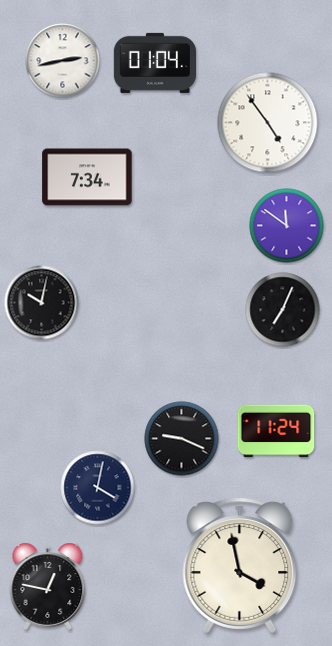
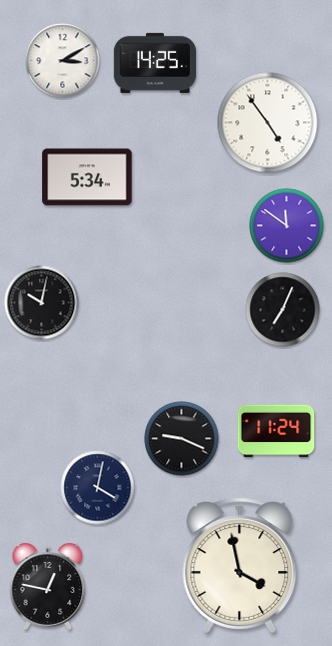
clock at (63, 61): 2:43 -> 3:10
clock at (154, 63): 01:04 -> 14:25
clock at (87, 177): 7:34 -> 5:34
